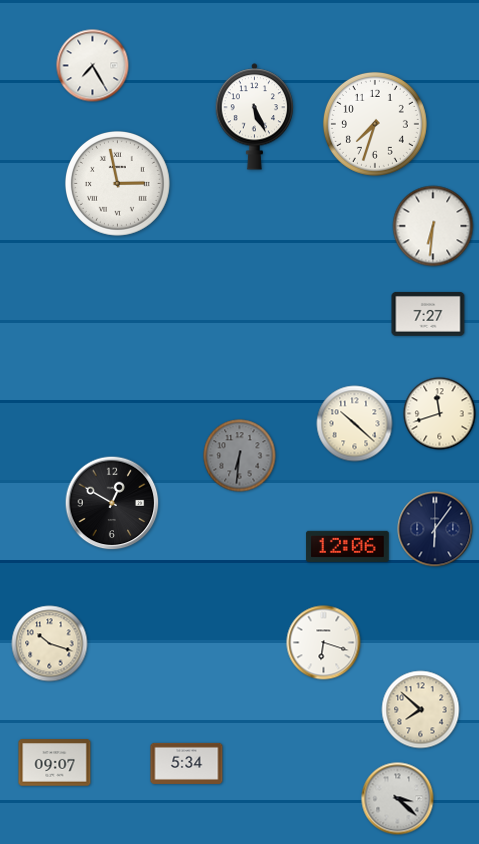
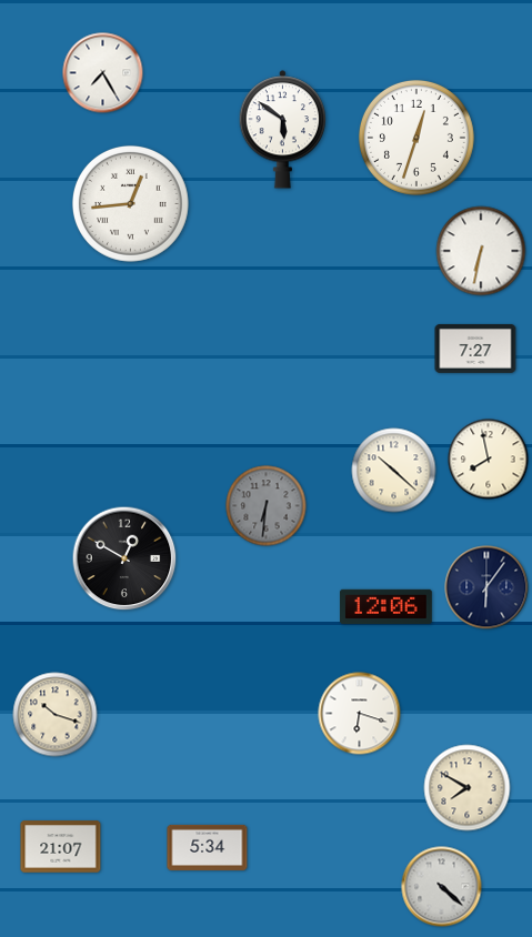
clock at (255, 117): 5:26 -> 5:51
clock at (375, 124): 7:33 -> 12:33
clock at (117, 183): 2:58 -> 12:44
clock at (433, 226): 6:31 -> 6:32
clock at (440, 414): 11:42 -> 7:58
clock at (435, 529) position: (435, 529) -> (486, 587)
clock at (421, 710): 7:52 -> 7:50
clock at (55, 763): 09:07 -> 21:07
clock at (398, 799): 3:22 -> 4:22
